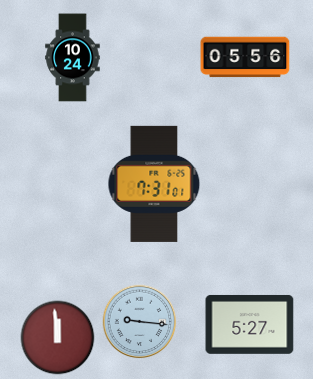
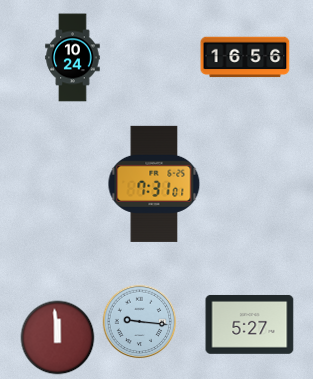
clock at (245, 57): 05:56 -> 16:56
